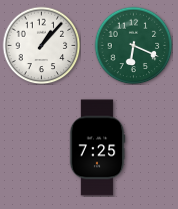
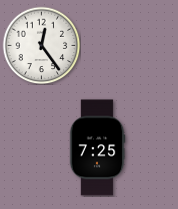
clock at (41, 45): 1:07 -> 12:24
clock at (133, 45): 6:19 -> none
